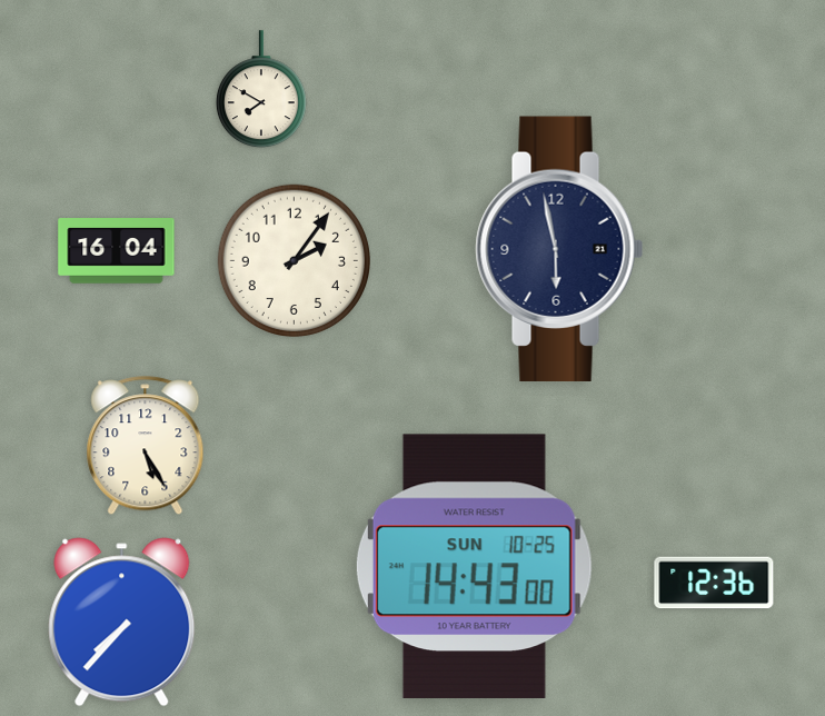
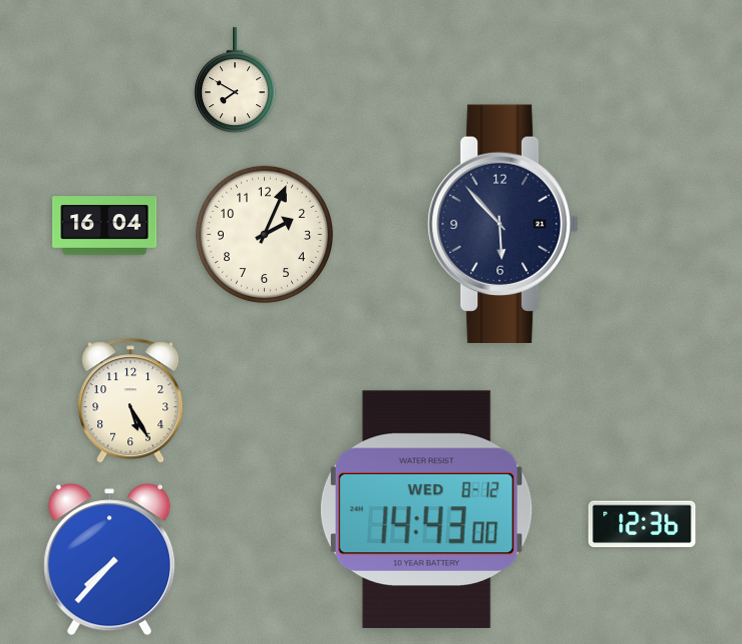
clock at (559, 248): 5:58 -> 5:53
clock at (294, 260): 2:06 -> 2:04
clock at (474, 566) date: SUN 10-25 -> WED 8-12
